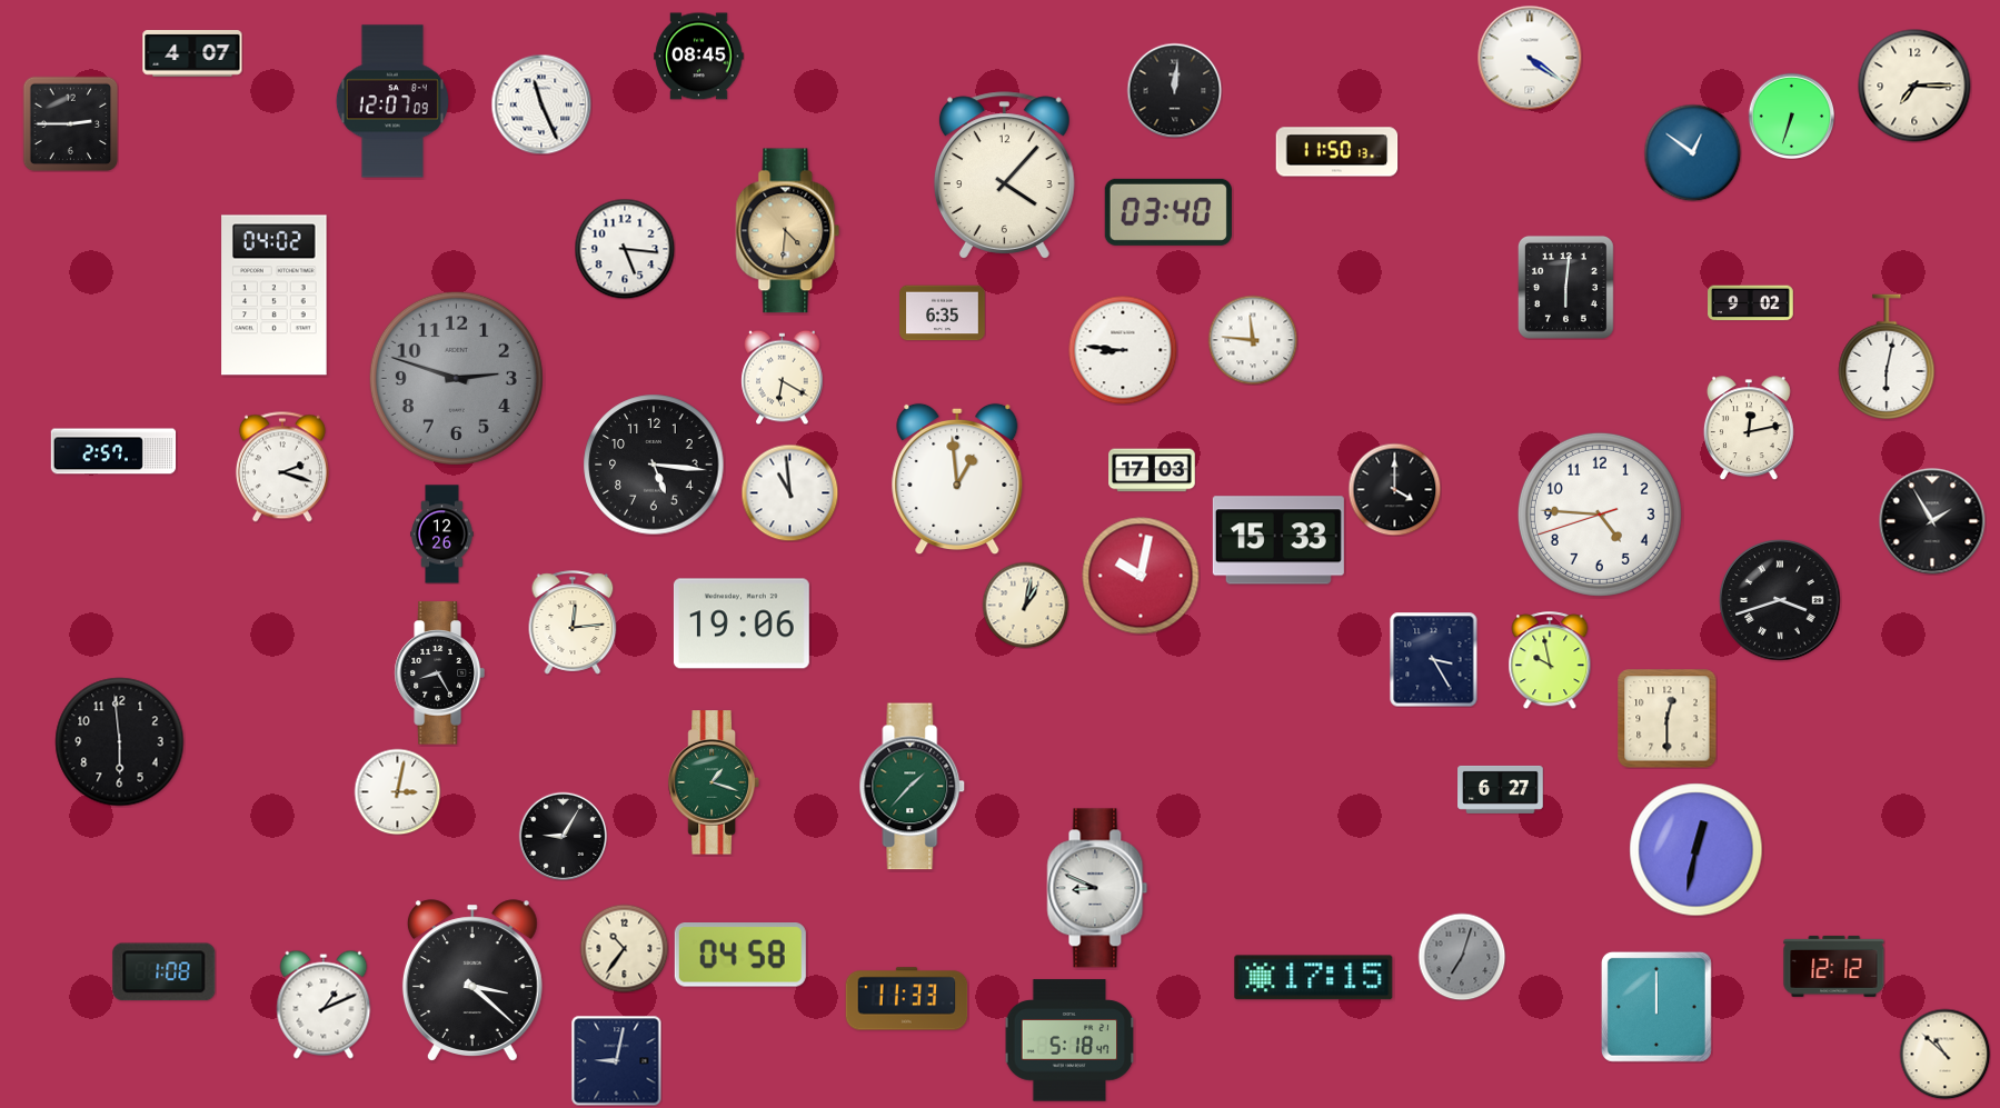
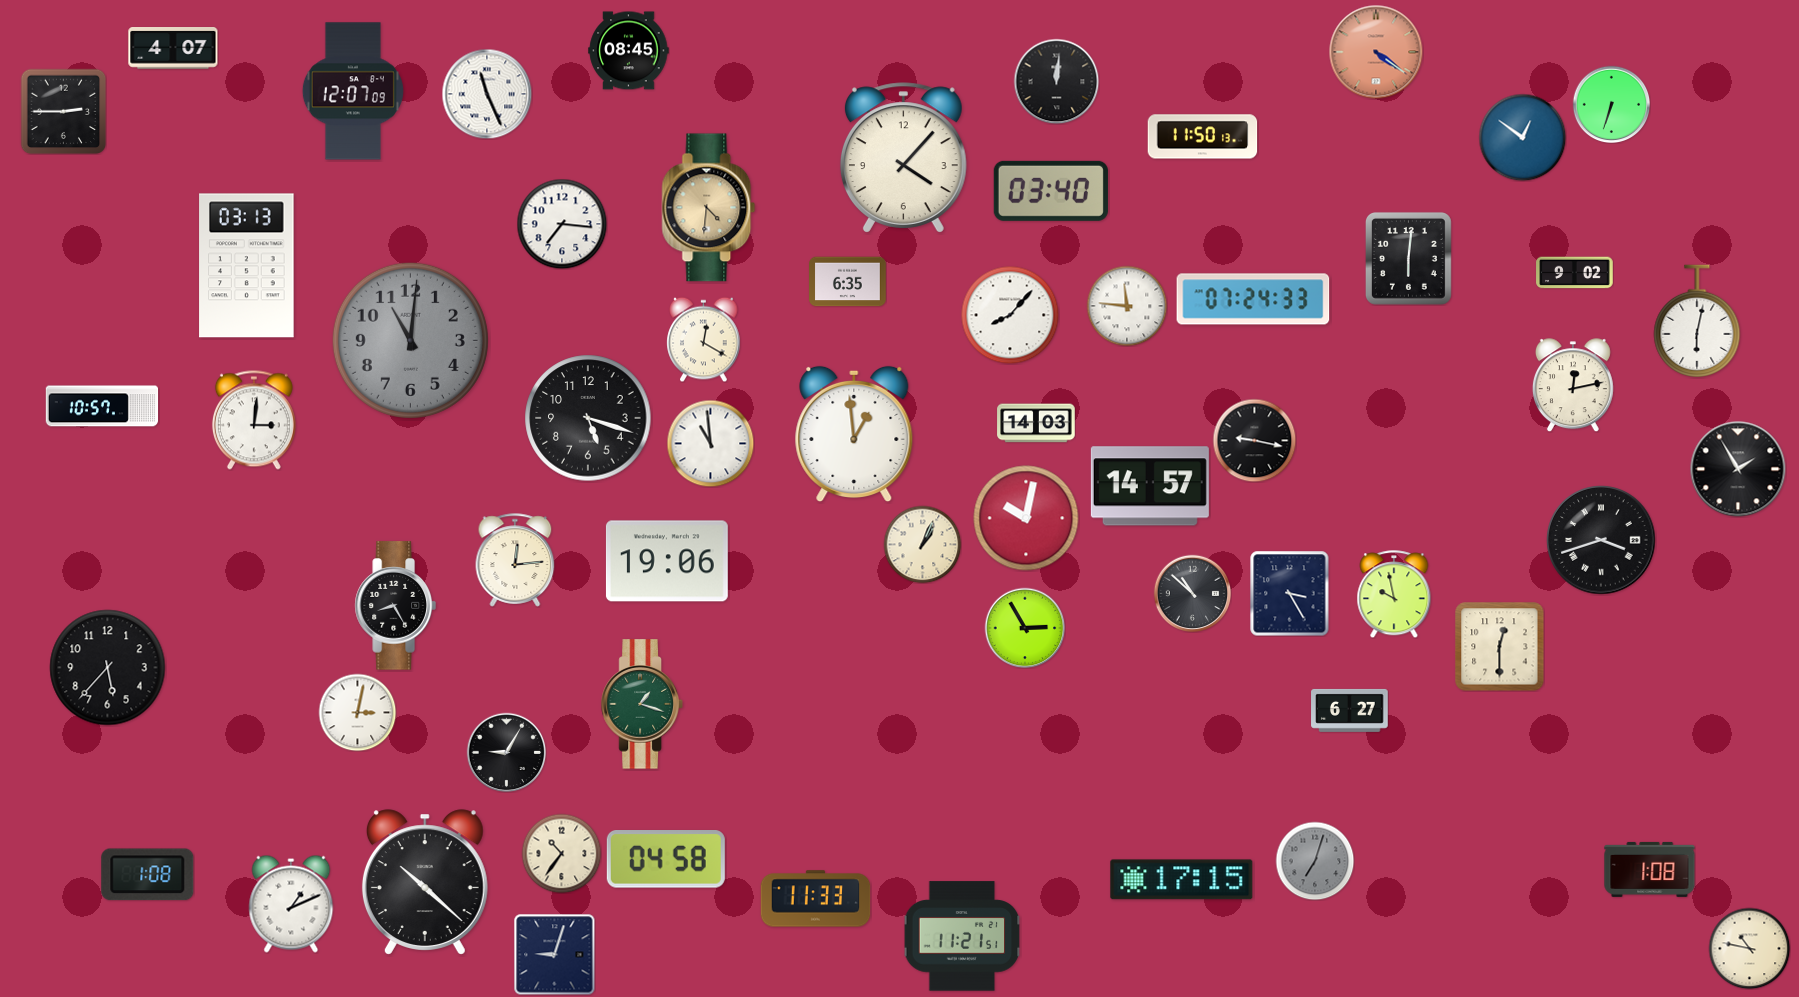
clock at (1530, 58) dial: white -> salmon
clock at (1914, 86): 7:15 -> none
clock at (625, 249): 5:16 -> 7:16
clock at (275, 296): 04:02 -> 03:13
clock at (1253, 299): none -> 07:24
clock at (1123, 350): 8:46 -> 8:07
clock at (783, 377): 6:20 -> 12:20
clock at (456, 378): 2:48 -> 11:01
clock at (113, 451): 2:57 -> 10:57
clock at (654, 465): 5:16 -> 5:18
clock at (282, 467): 2:18 -> 3:01
clock at (1152, 470): 17:03 -> 14:03
clock at (957, 479) position: (957, 479) -> (854, 434)
clock at (1394, 489): 4:00 -> 9:17
clock at (1600, 515): 4:45 -> none
clock at (442, 535): 12:26 -> none
clock at (1278, 540): 15:33 -> 14:57
clock at (1025, 605): 1:02 -> 1:04
clock at (1192, 593): none -> 10:52
clock at (1025, 628): none -> 2:55
clock at (120, 742): 5:59 -> 5:37
clock at (913, 787): 1:37 -> none
clock at (1696, 850): 12:32 -> none
clock at (1097, 888): 8:49 -> none
clock at (1834, 966): 12:12 -> 1:08
clock at (472, 980): 3:22 -> 10:22
clock at (1656, 1007): 12:00 -> none
clock at (1069, 1040): 5:18 -> 11:21
clock at (1944, 1054): 10:52 -> 10:47
clock at (616, 1060): 9:02 -> 9:03
